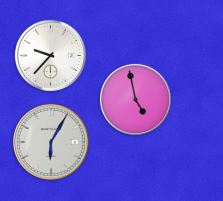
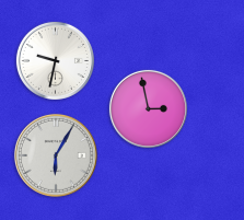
clock at (50, 55): 9:37 -> 9:32
clock at (135, 99): 4:58 -> 2:58
